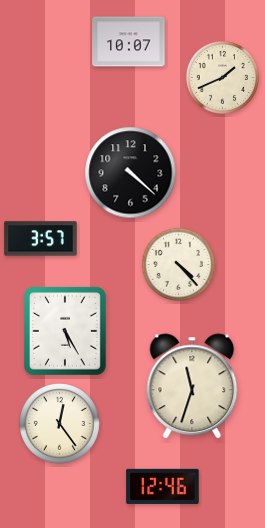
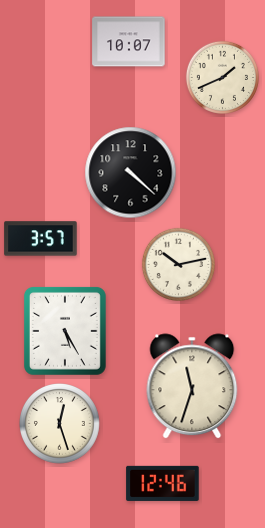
clock at (178, 264): 4:23 -> 10:13
clock at (60, 424): 12:24 -> 12:27
clock at (163, 486) position: (163, 486) -> (163, 483)
